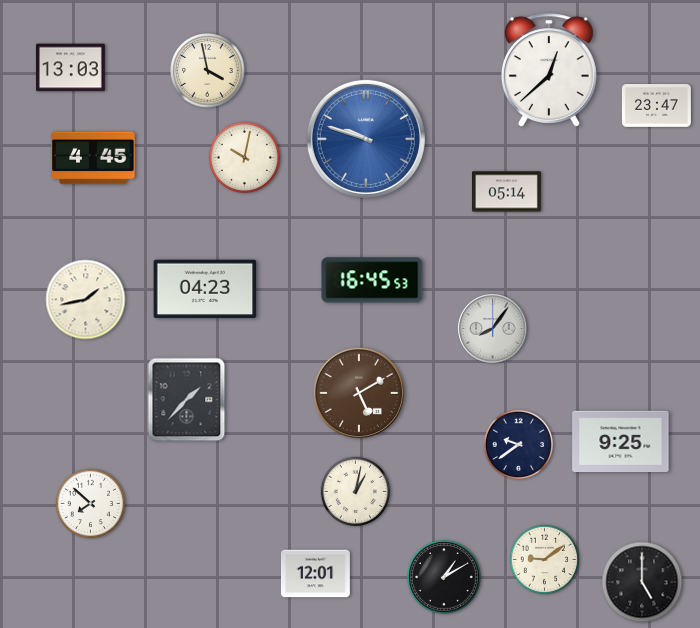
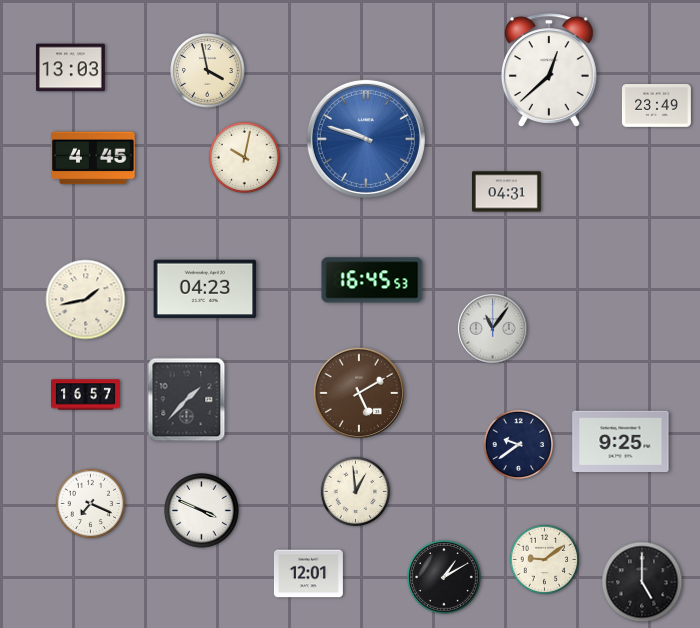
clock at (656, 106): 23:47 -> 23:49
clock at (506, 192): 05:14 -> 04:31
clock at (493, 329): 8:06 -> 11:06
clock at (86, 395): none -> 16:57
clock at (356, 492): 1:02 -> 12:59
clock at (91, 504): 7:52 -> 7:19
clock at (202, 511): none -> 3:49
clock at (315, 574) position: (315, 574) -> (308, 574)
